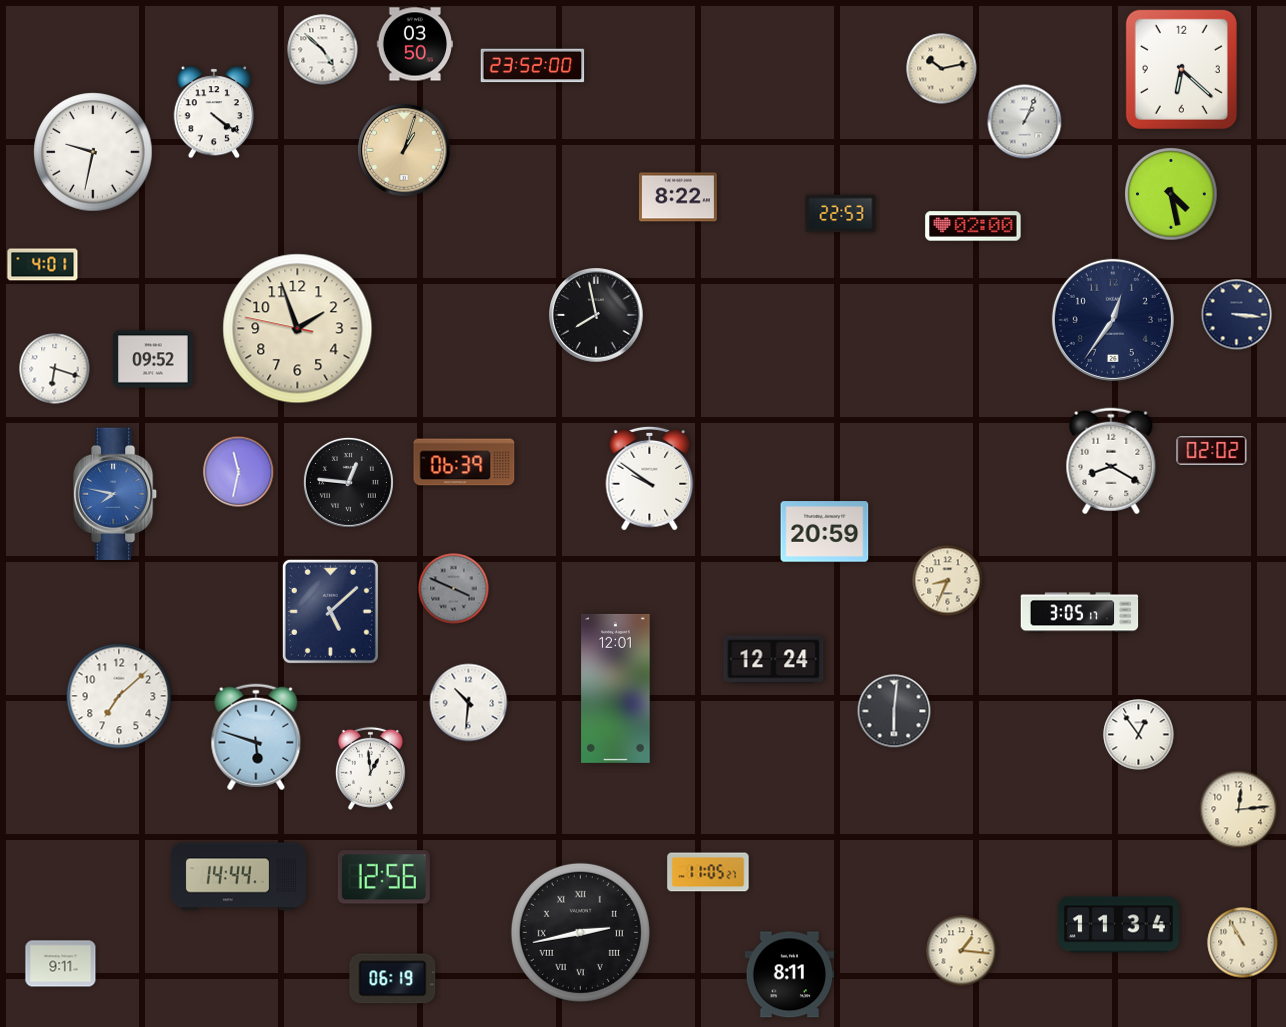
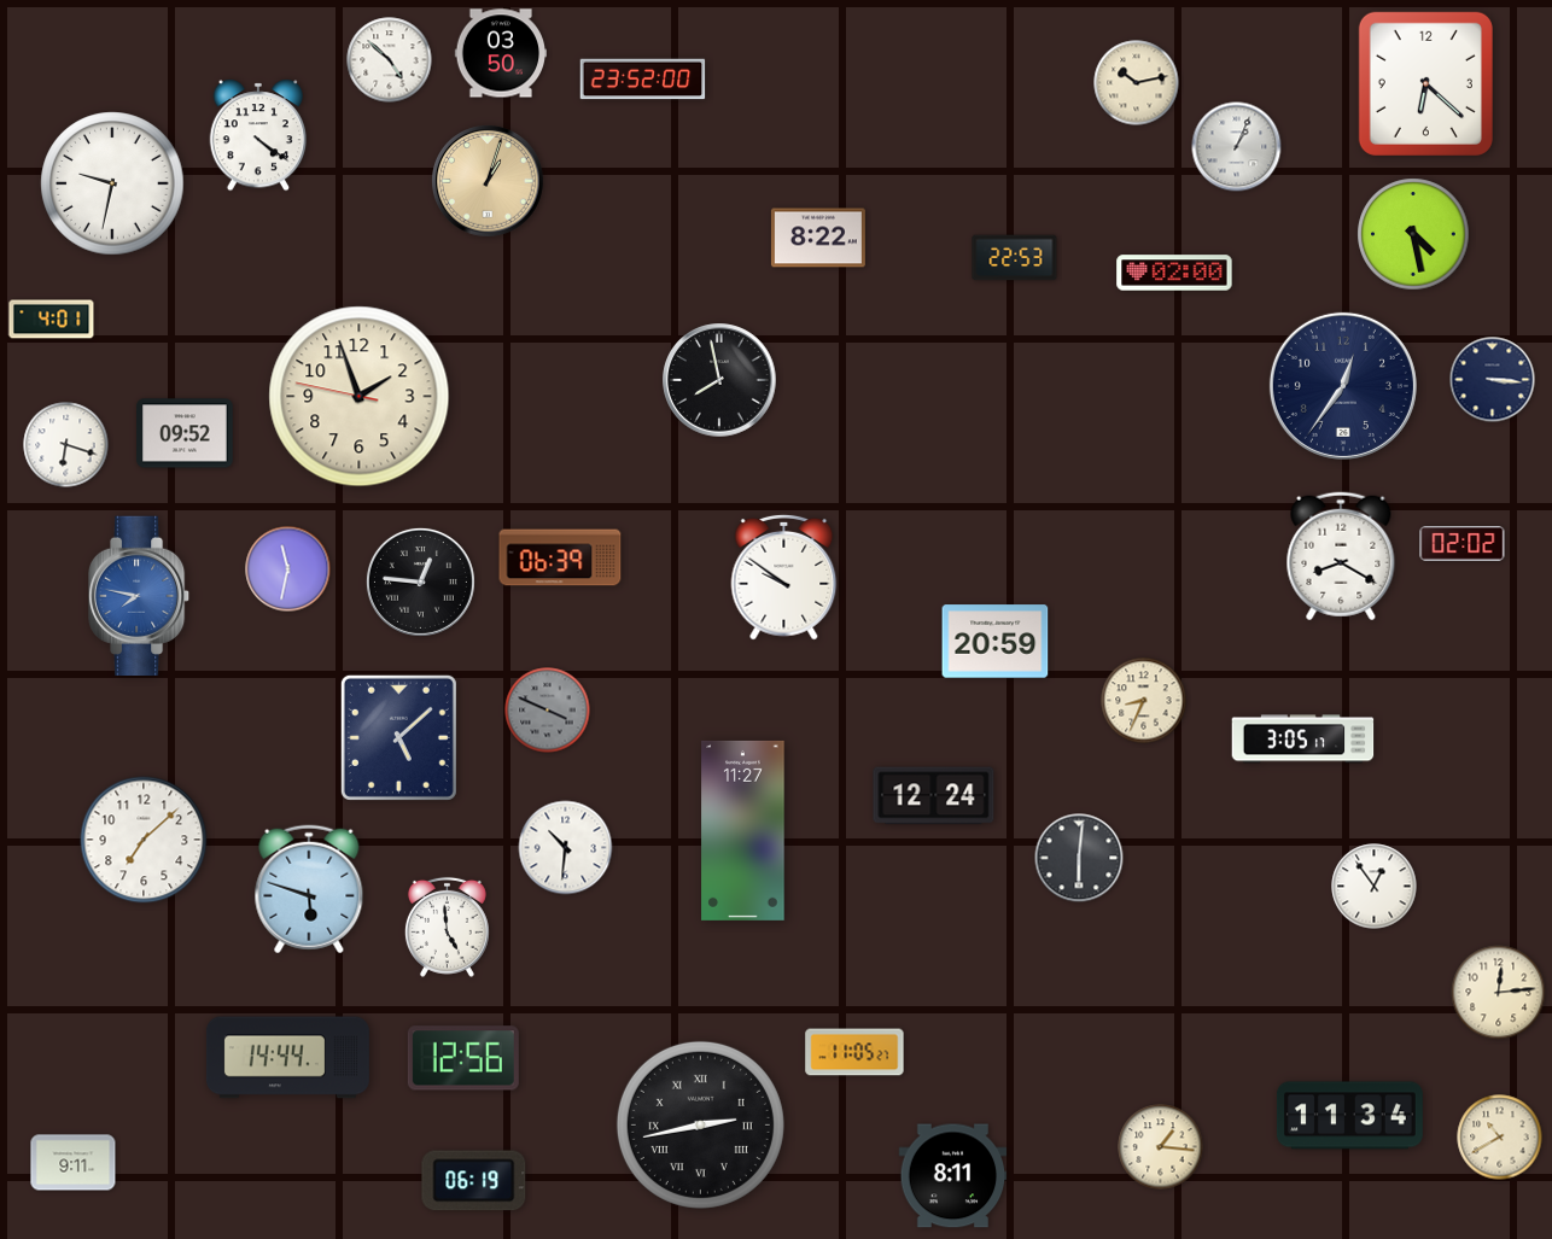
clock at (616, 688): 12:01 -> 11:27
clock at (370, 768): 12:59 -> 4:59
clock at (1239, 810) position: (1239, 810) -> (1499, 993)
clock at (1243, 943): 10:55 -> 10:40
